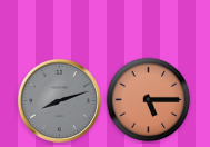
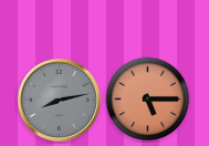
clock at (59, 100): 8:12 -> 8:13
